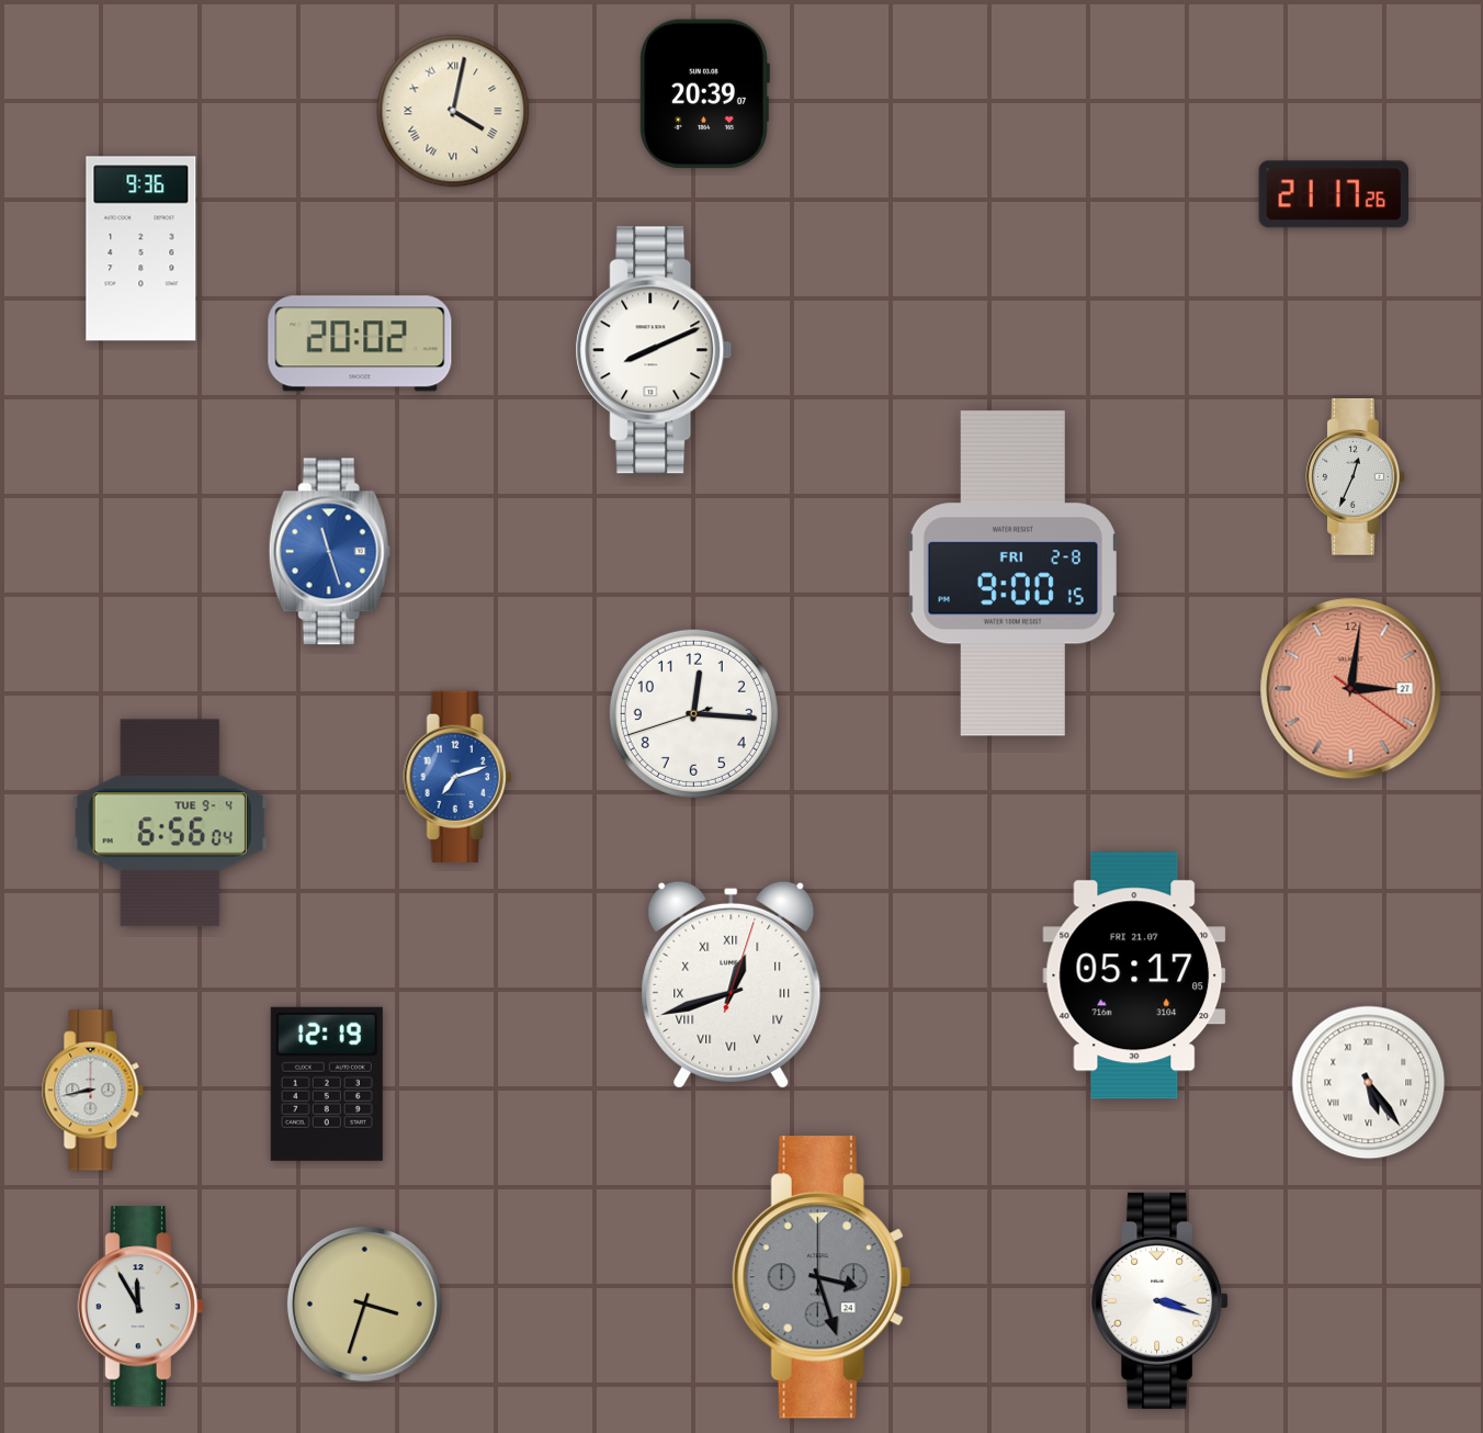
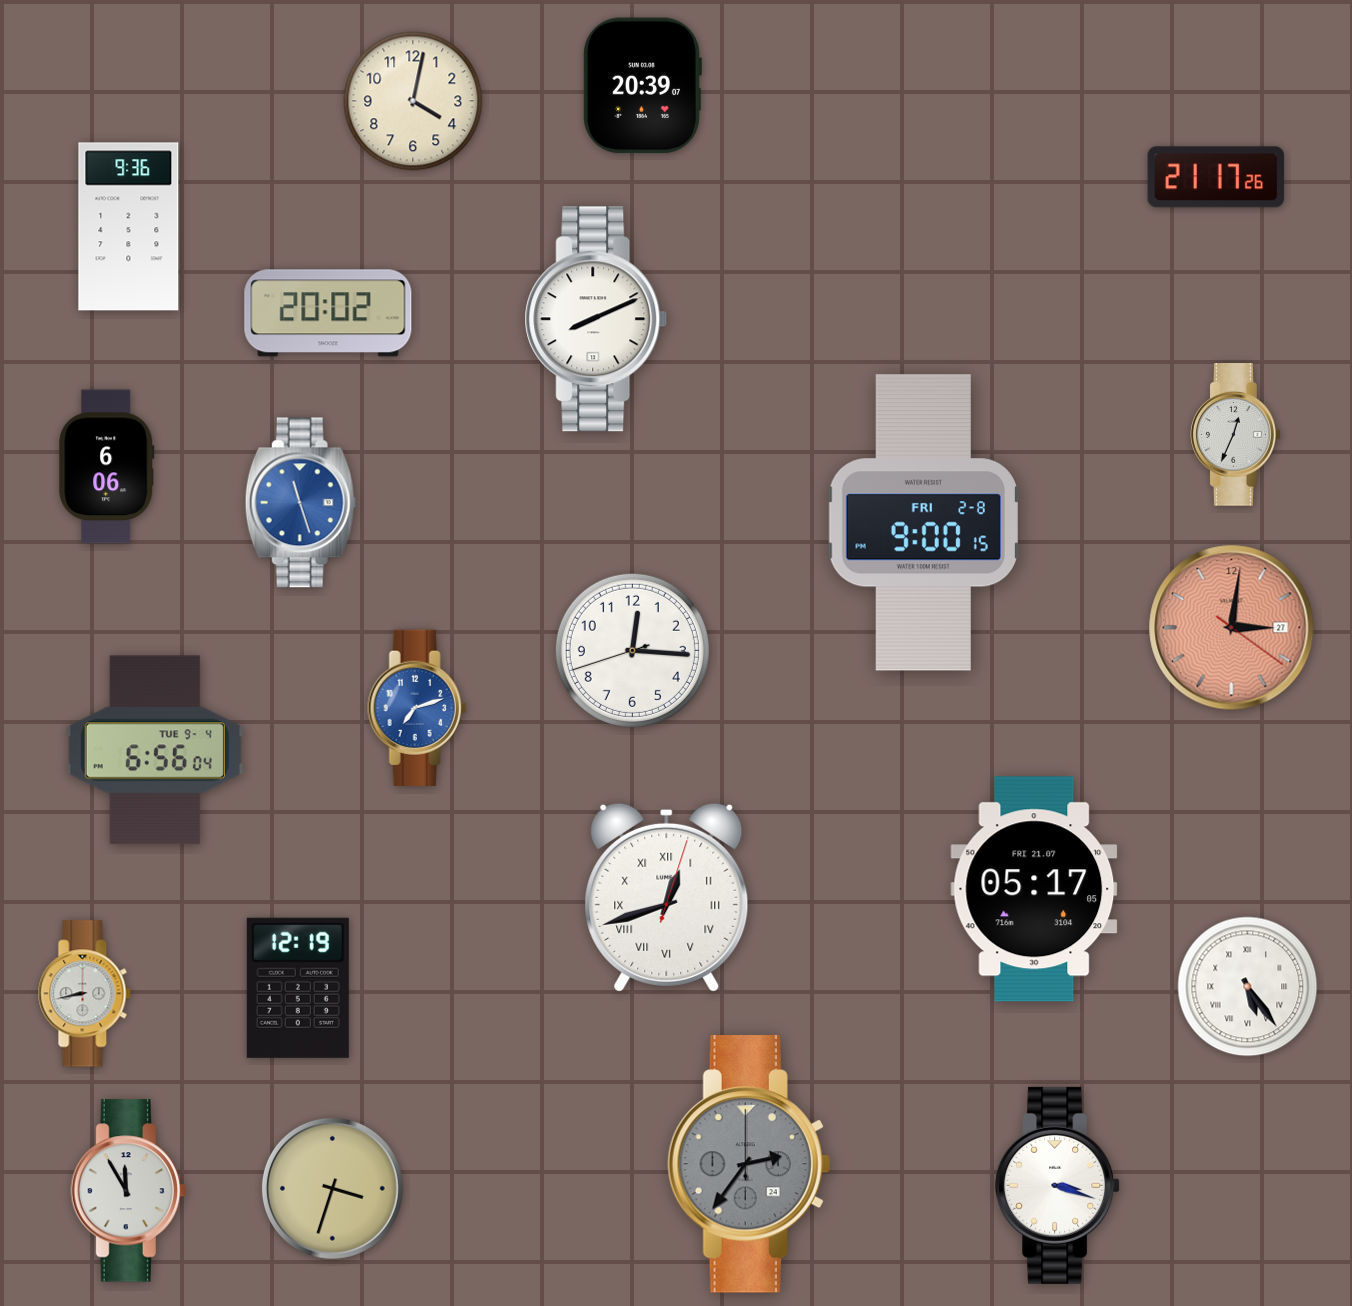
clock at (453, 111) numerals: Roman -> Arabic
clock at (107, 467): none -> 6:06
clock at (822, 1277): 3:27 -> 2:36
